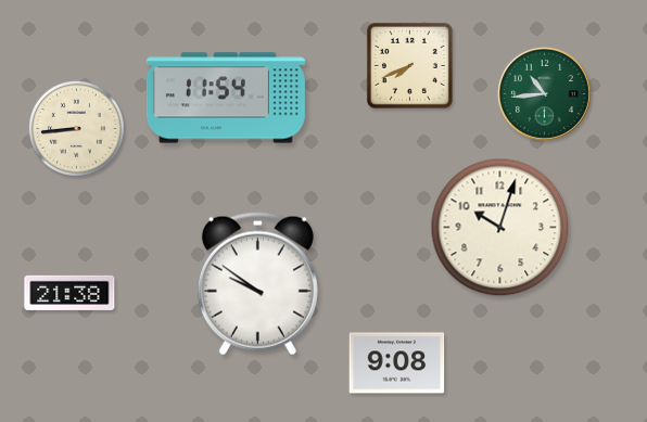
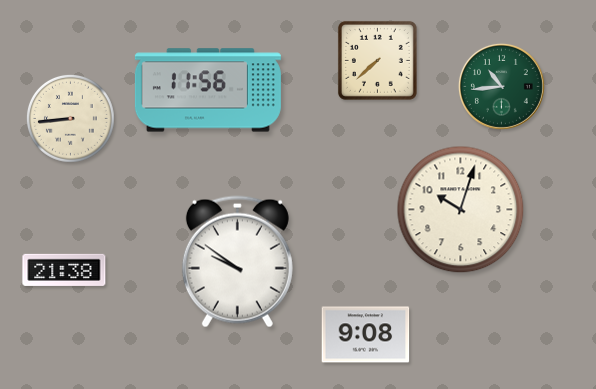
clock at (409, 65): 7:41 -> 7:38
clock at (226, 98): 11:54 -> 11:56
